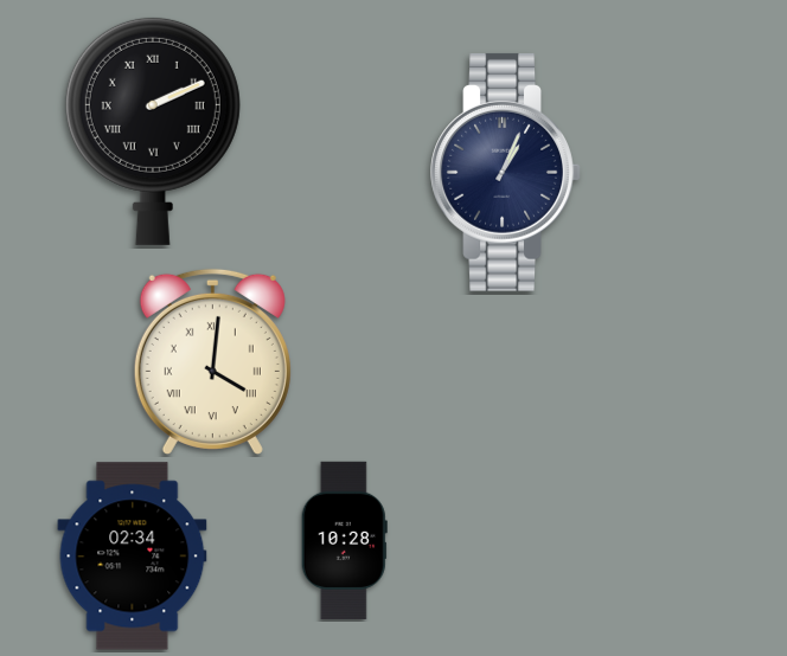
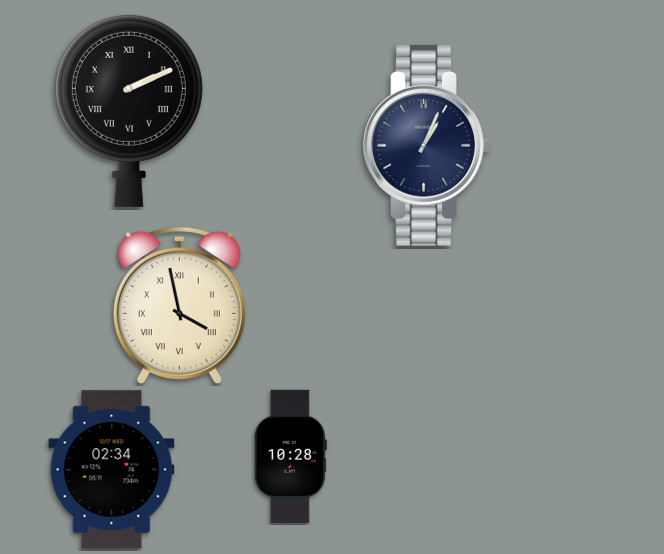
clock at (212, 361): 4:01 -> 3:58
